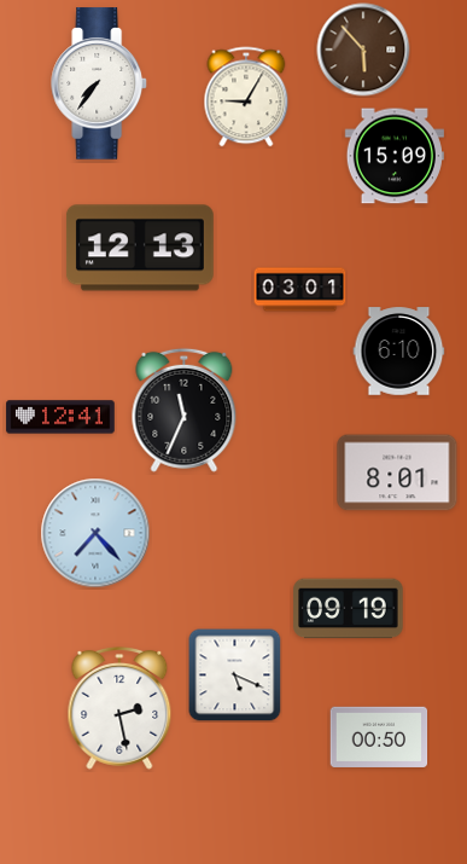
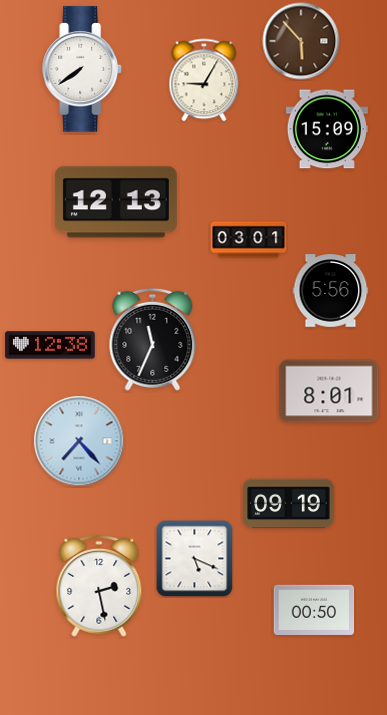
clock at (100, 83): 7:36 -> 7:39
clock at (140, 248) position: (140, 248) -> (116, 202)
clock at (399, 352): 6:10 -> 5:56
clock at (60, 417): 12:41 -> 12:38
